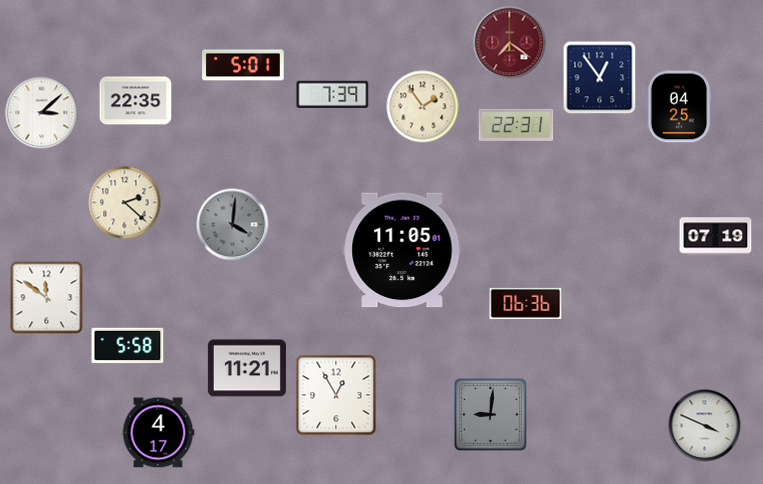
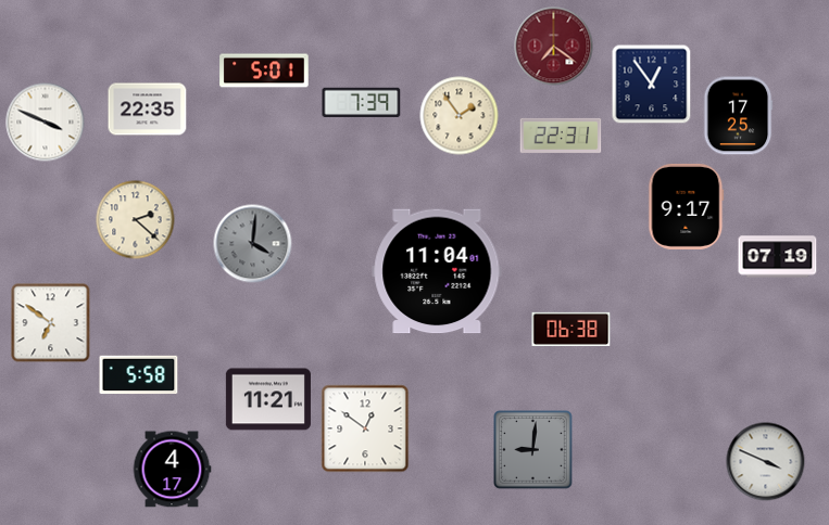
clock at (679, 107): 04:25 -> 17:25
clock at (42, 113): 3:08 -> 3:49
clock at (687, 206): none -> 9:17
clock at (402, 250): 11:05 -> 11:04
clock at (47, 298): 11:51 -> 6:51
clock at (526, 303): 06:36 -> 06:38
clock at (336, 395): 12:55 -> 12:51
